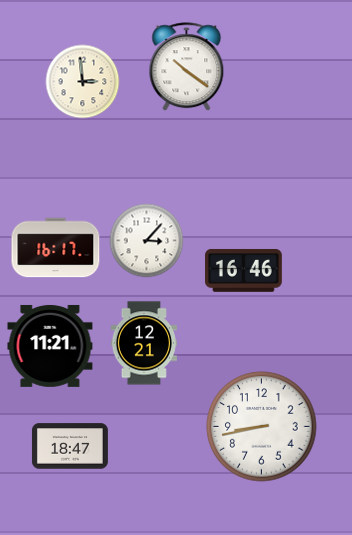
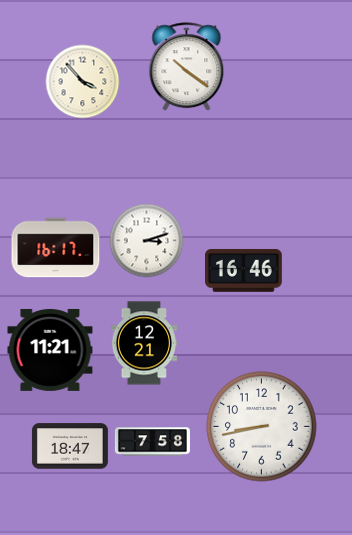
clock at (83, 82): 2:59 -> 3:53
clock at (147, 241): 3:07 -> 3:12
clock at (50, 346) position: (50, 346) -> (50, 350)
clock at (152, 442): none -> 7:58
